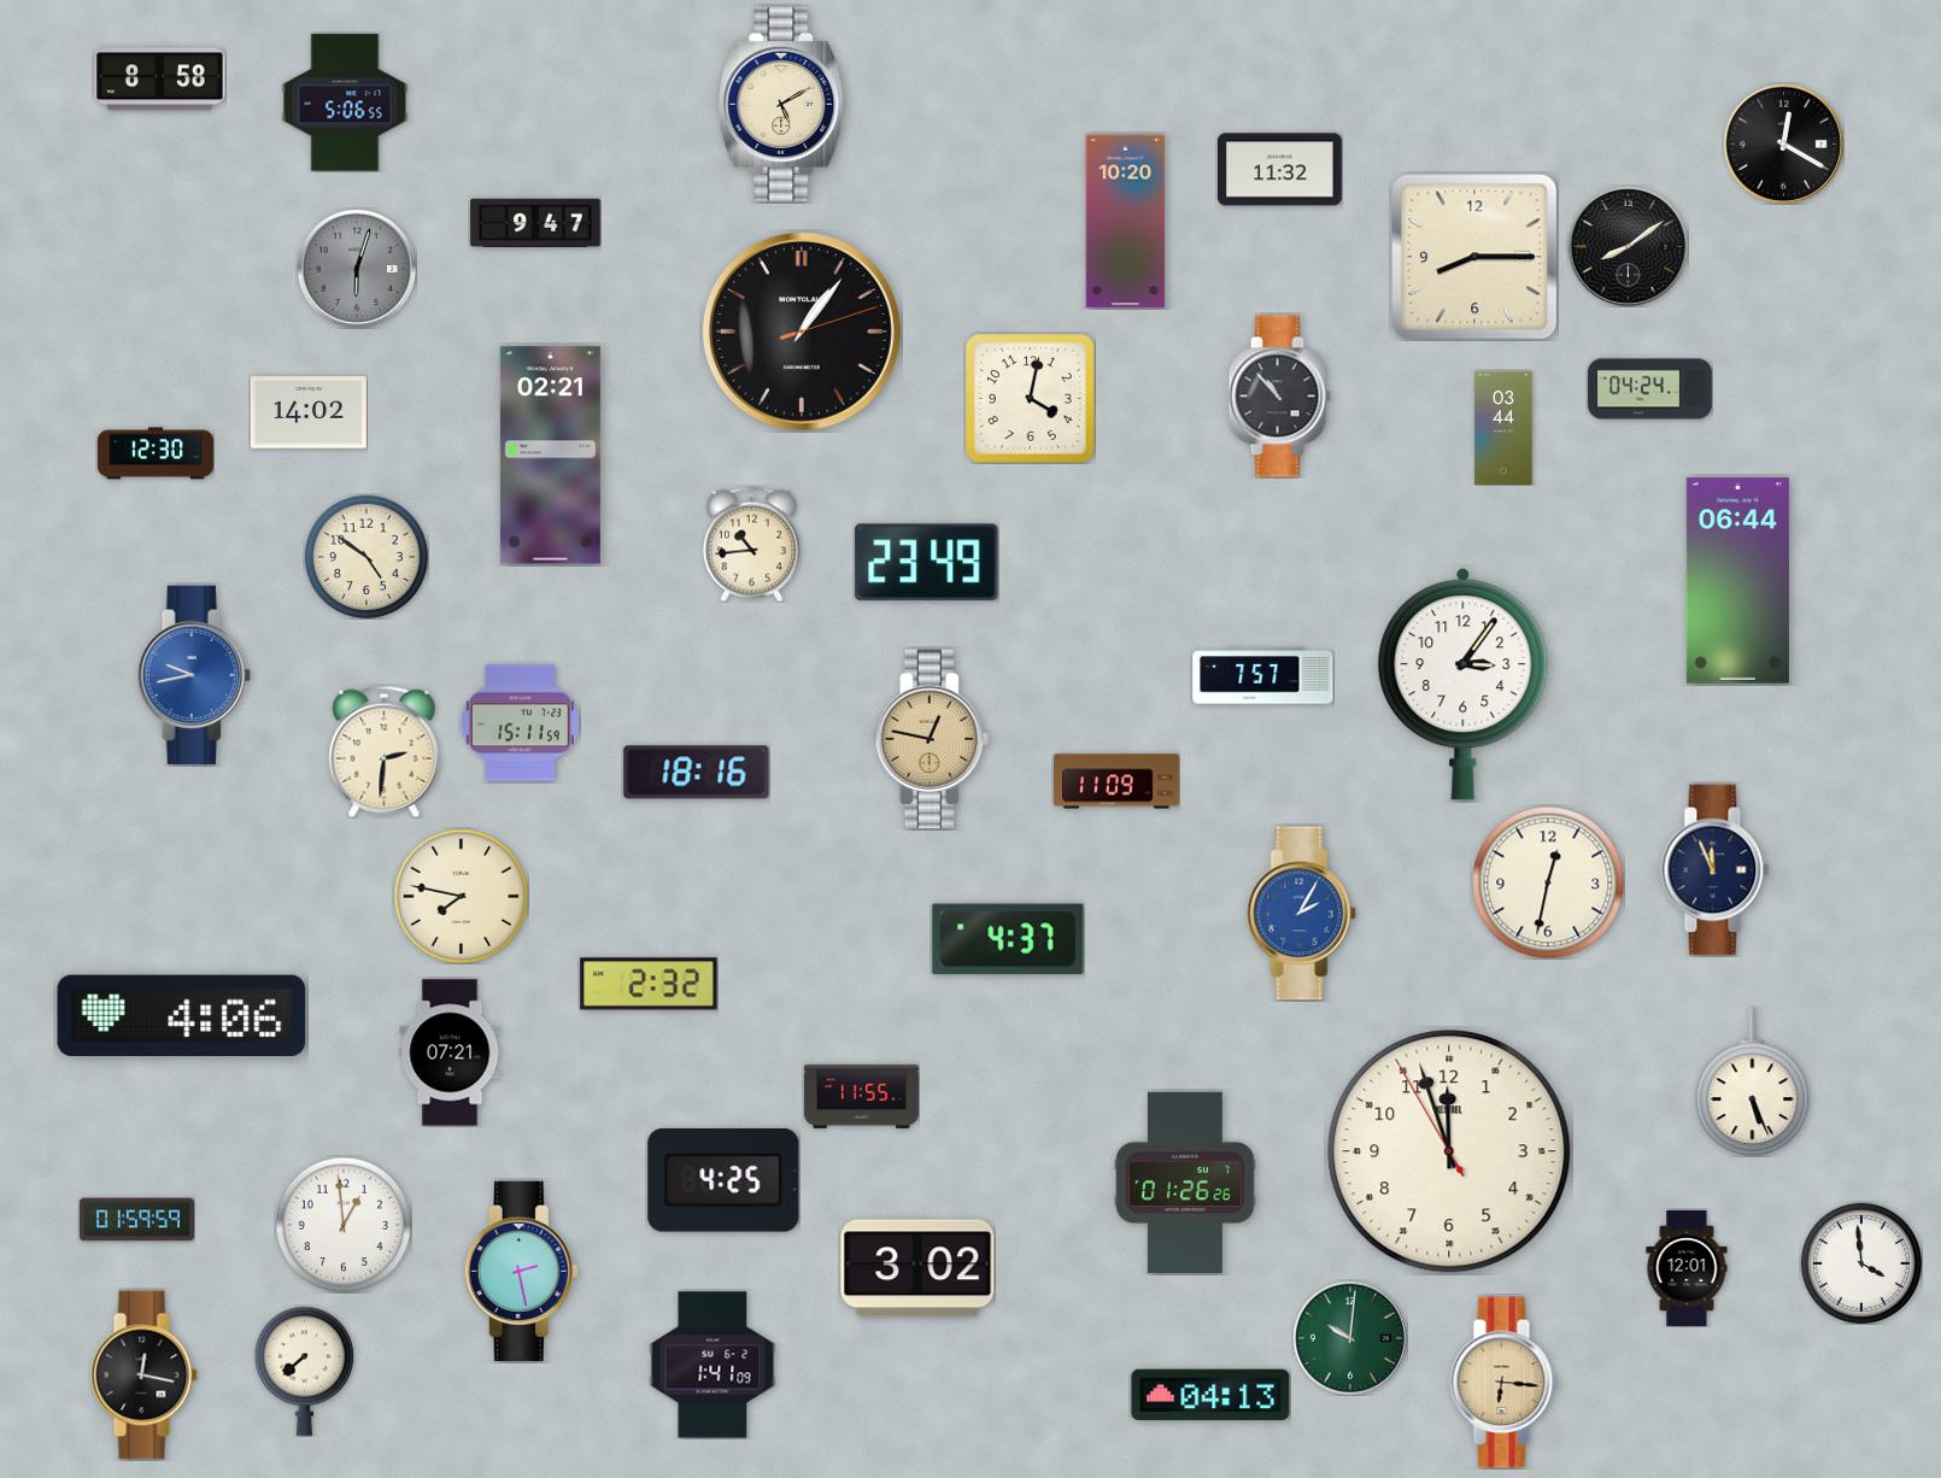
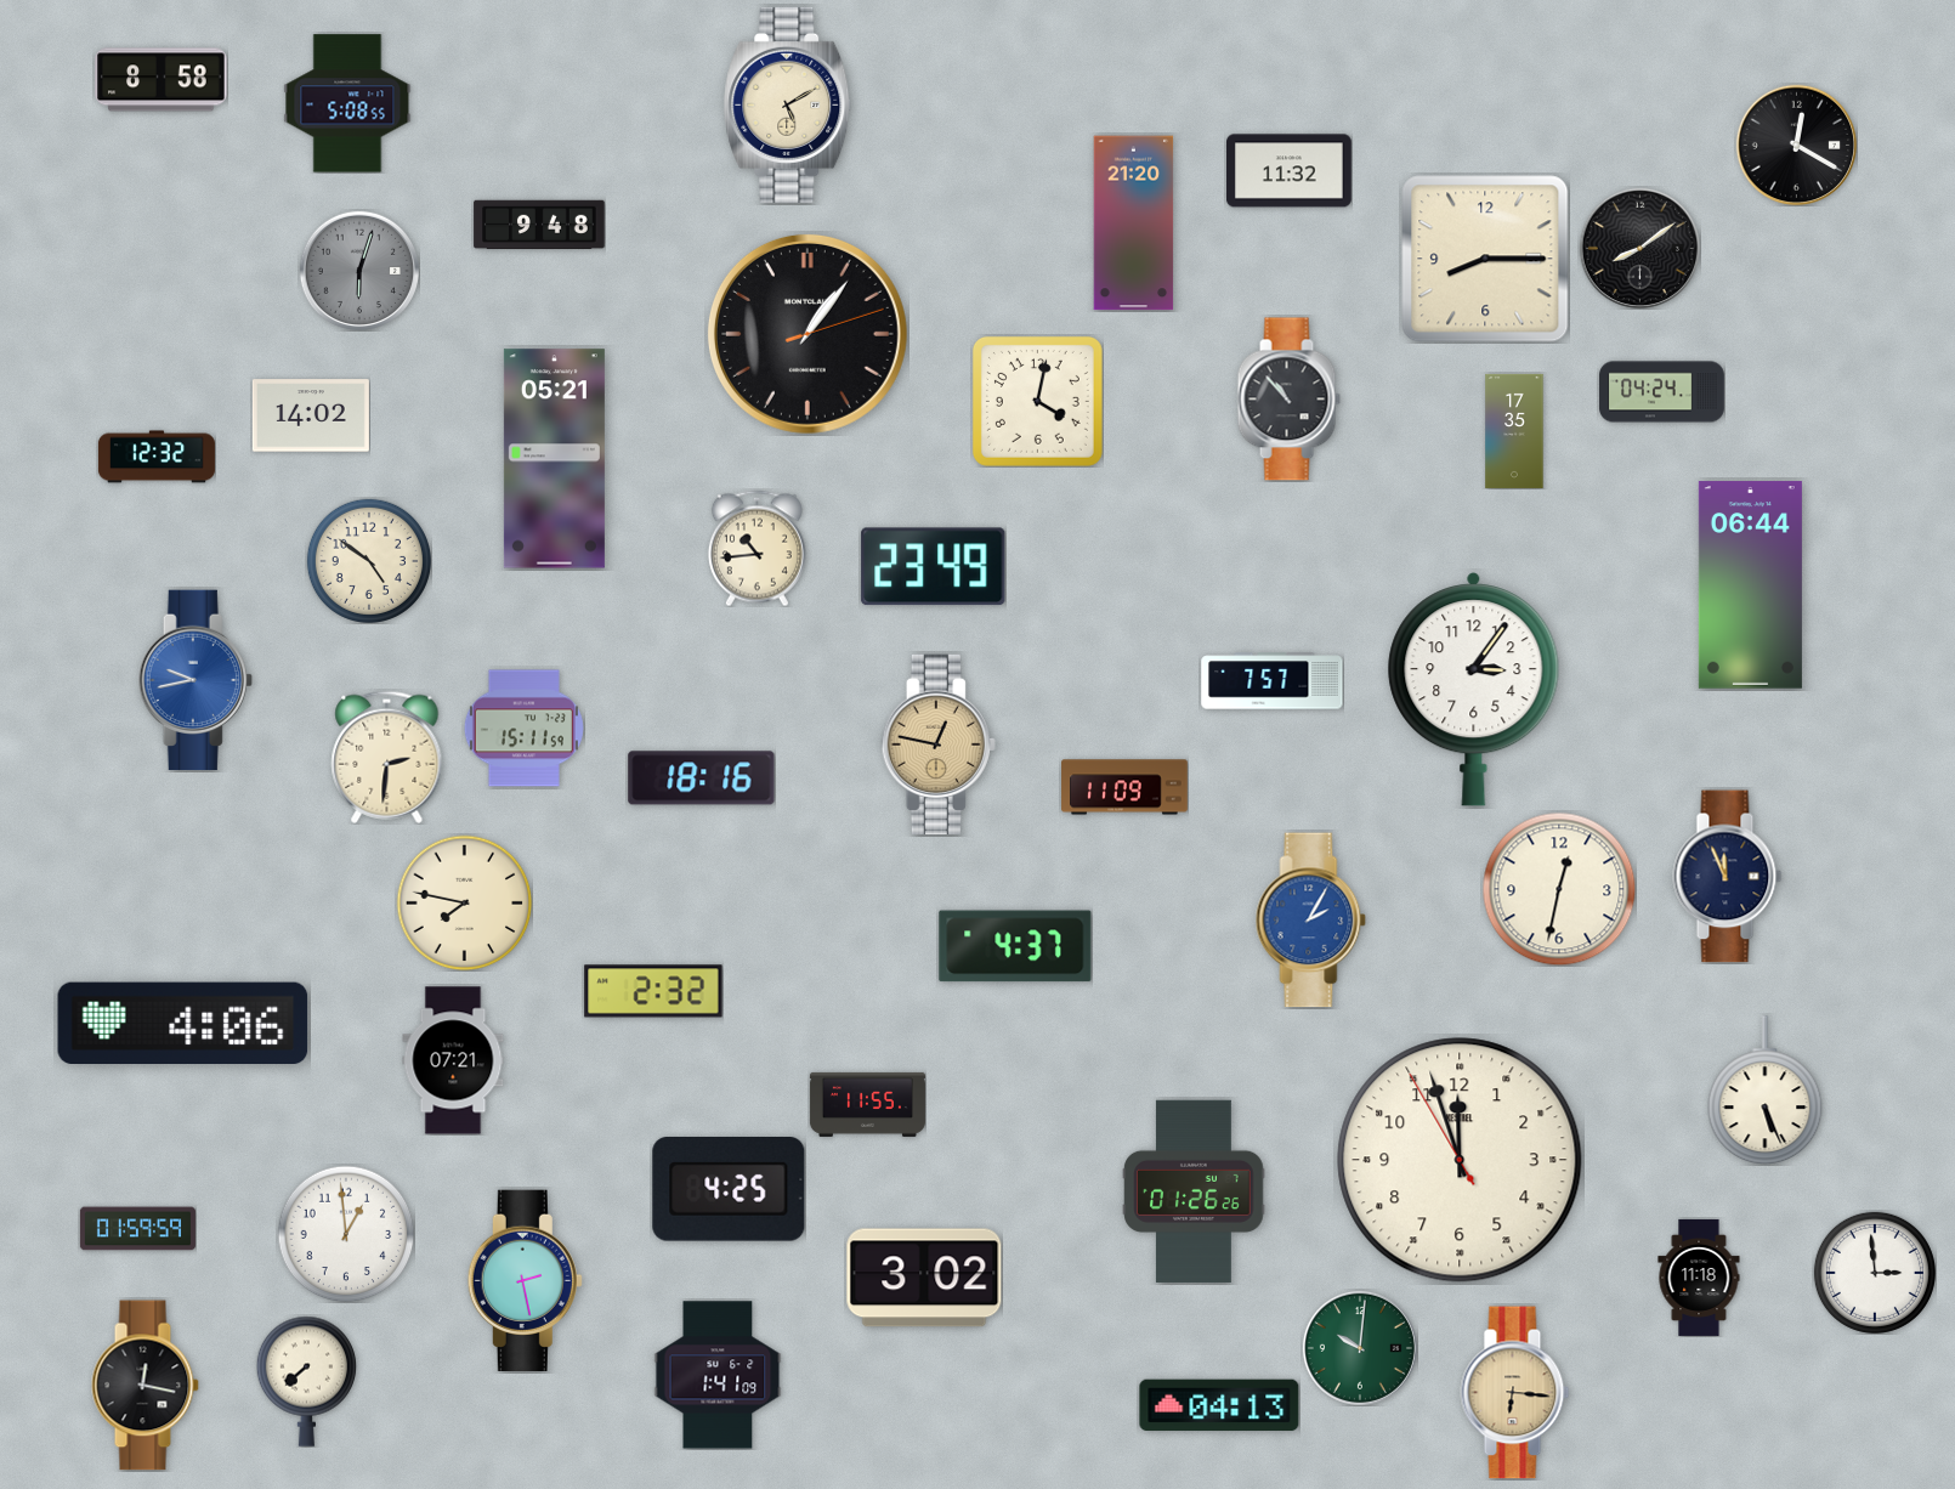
clock at (345, 102): 5:06 -> 5:08
clock at (1126, 222): 10:20 -> 21:20
clock at (535, 223): 9:47 -> 9:48
clock at (1503, 428): 03:44 -> 17:35
clock at (156, 453): 12:30 -> 12:32
clock at (550, 456): 02:21 -> 05:21
clock at (1861, 1263): 3:59 -> 2:59
clock at (1687, 1268): 12:01 -> 11:18
